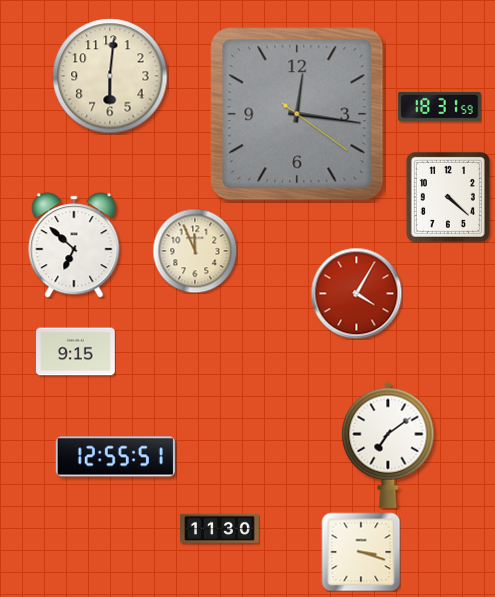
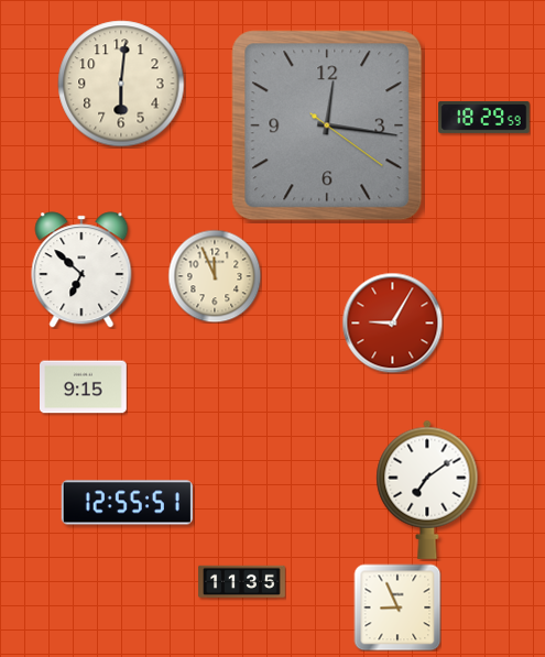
clock at (440, 106): 18:31 -> 18:29
clock at (448, 197): 4:22 -> none
clock at (356, 293): 4:05 -> 9:05
clock at (220, 529): 11:30 -> 11:35
clock at (361, 552): 3:18 -> 8:56
